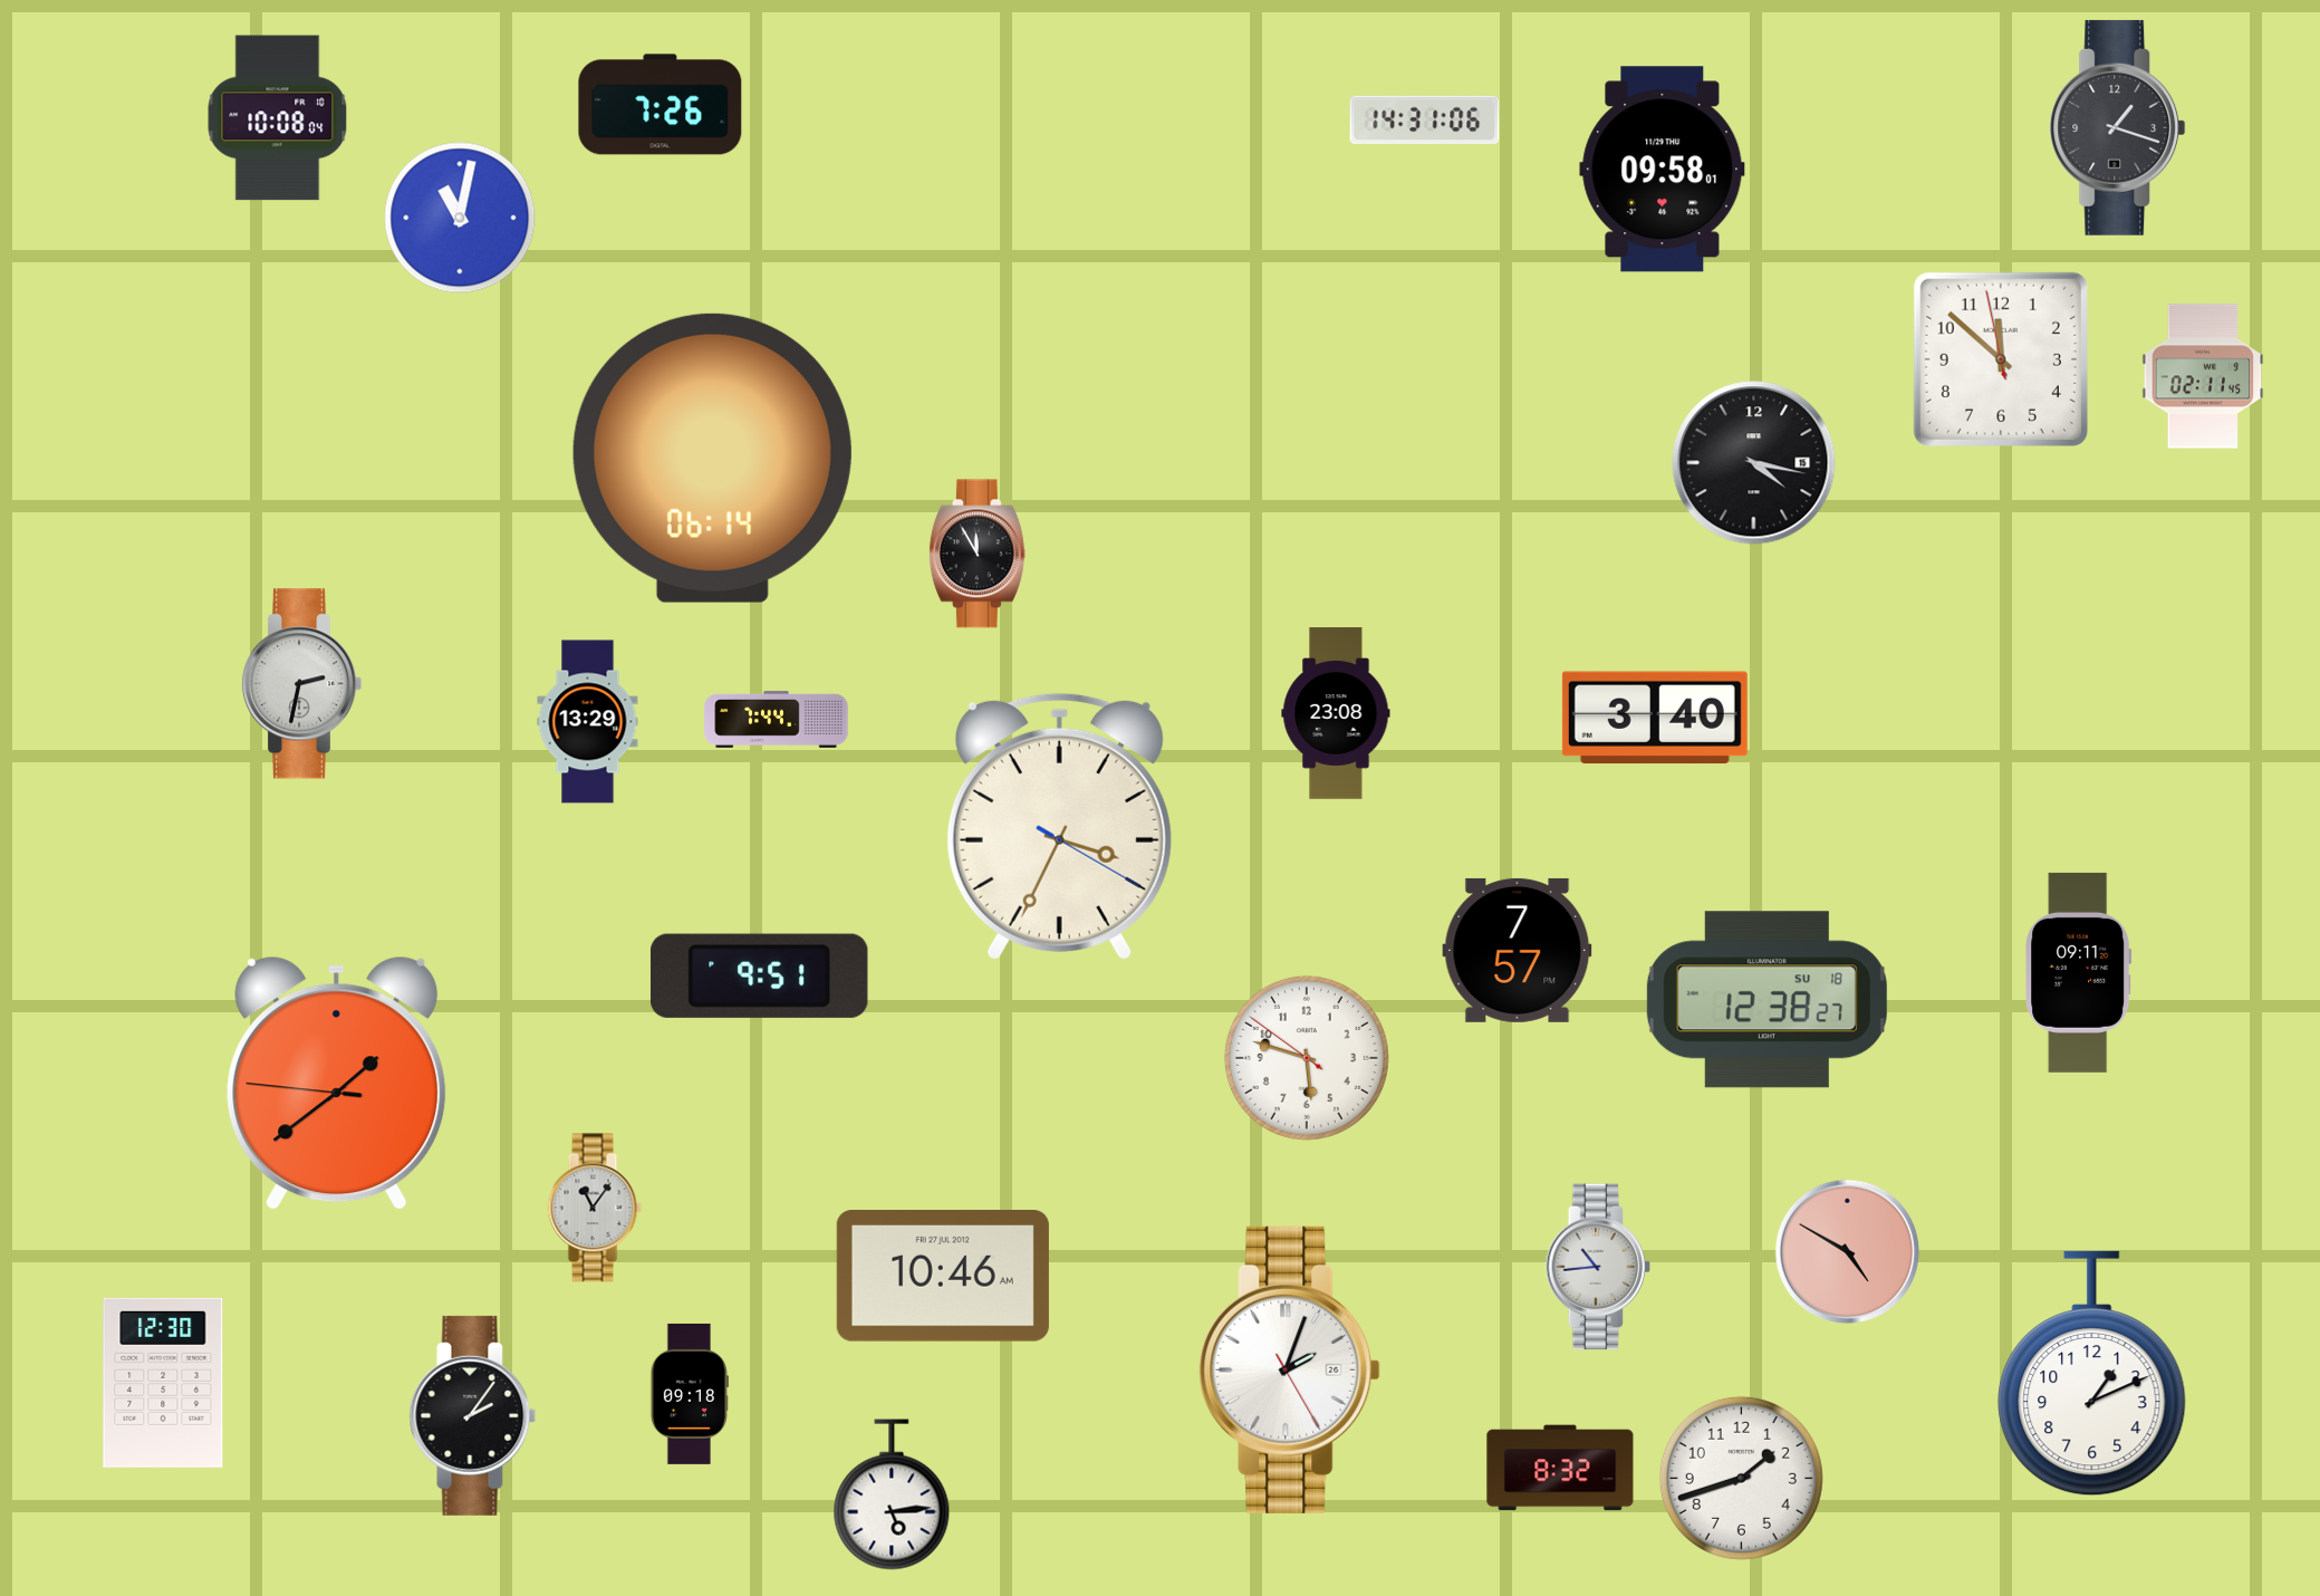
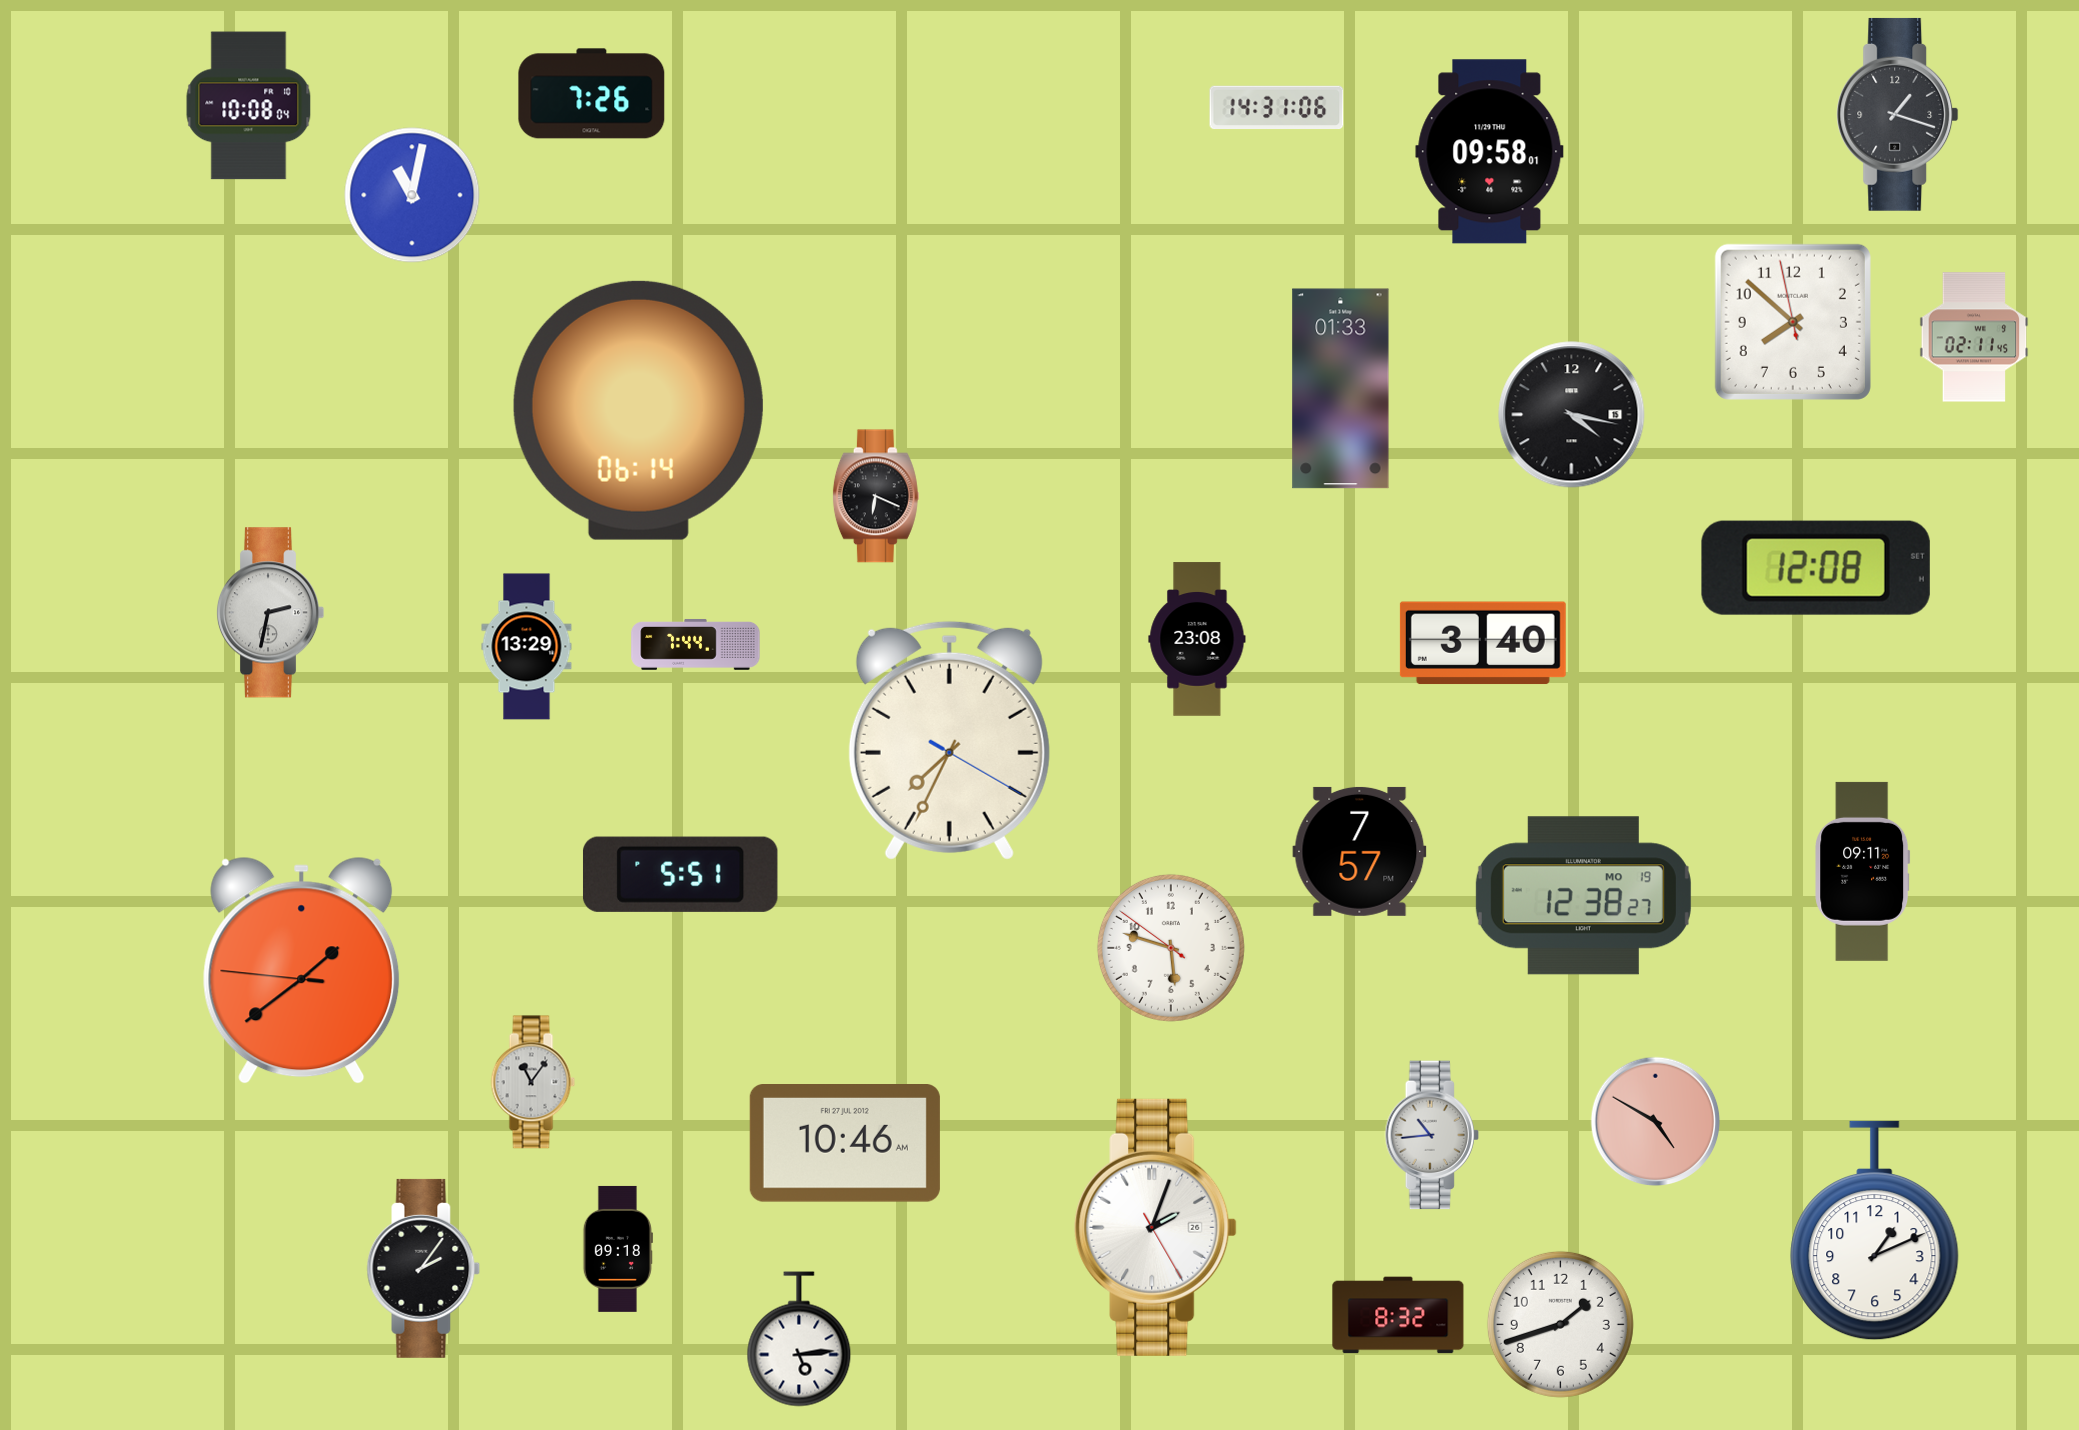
clock at (2001, 359): 11:51 -> 7:51
clock at (1341, 389): none -> 01:33
clock at (978, 554): 11:55 -> 6:19
clock at (1816, 568): none -> 12:08
clock at (1059, 826): 3:34 -> 7:34
clock at (759, 975): 9:51 -> 5:51
clock at (1767, 1000) date: SU 18 -> MO 19
clock at (163, 1383): 12:30 -> none
